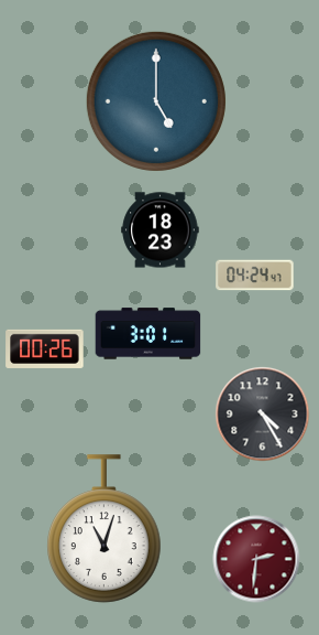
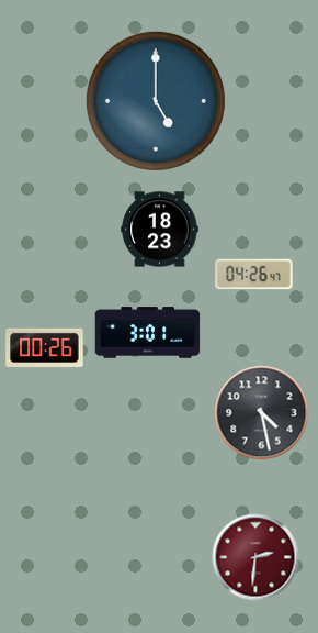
clock at (255, 276): 04:24 -> 04:26
clock at (263, 415): 4:25 -> 4:28
clock at (105, 529): 11:03 -> none
